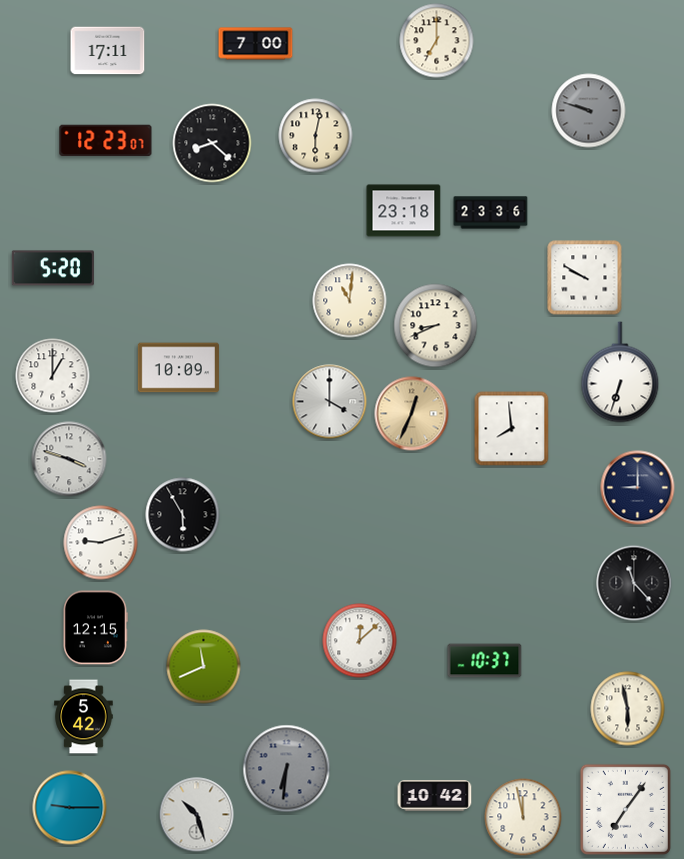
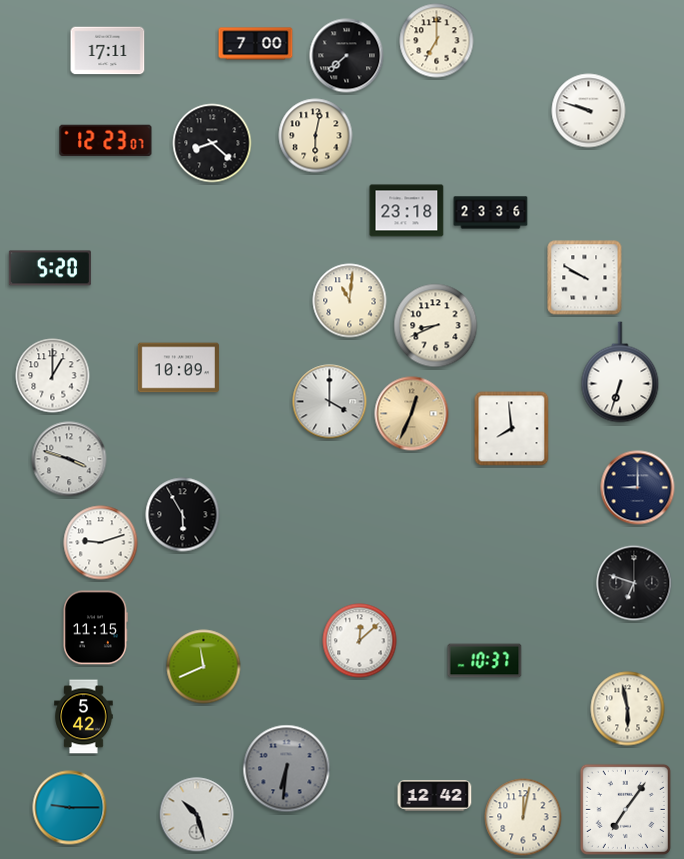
clock at (347, 56): none -> 7:38
clock at (589, 111) dial: grey -> white
clock at (404, 211) position: (404, 211) -> (407, 211)
clock at (53, 268) position: (53, 268) -> (50, 268)
clock at (634, 583): 11:23 -> 6:48
clock at (95, 628): 12:15 -> 11:15
clock at (435, 796): 10:42 -> 12:42
clock at (523, 817): 11:58 -> 12:02
